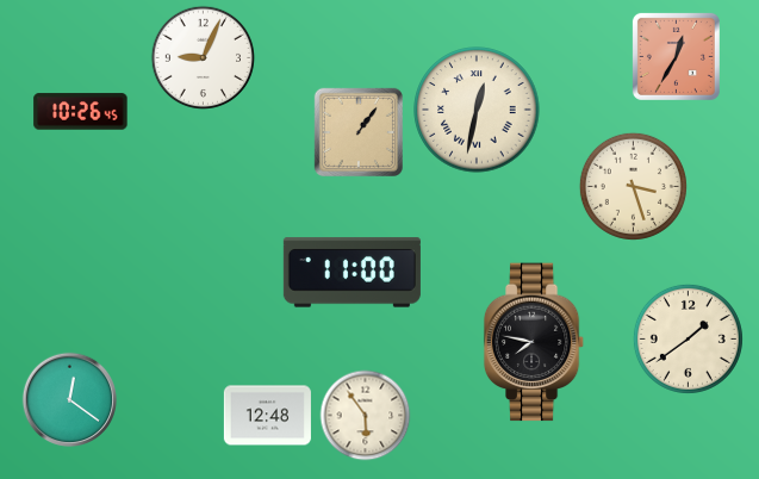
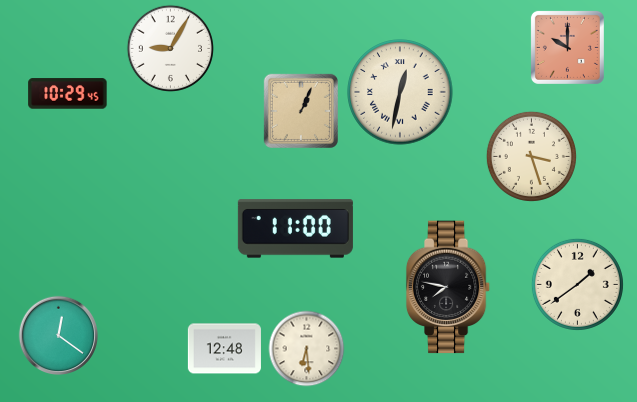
clock at (676, 56): 12:35 -> 10:00
clock at (203, 57): 9:04 -> 9:05
clock at (81, 112): 10:26 -> 10:29
clock at (359, 132): 1:06 -> 1:04
clock at (366, 416): 5:54 -> 6:29
